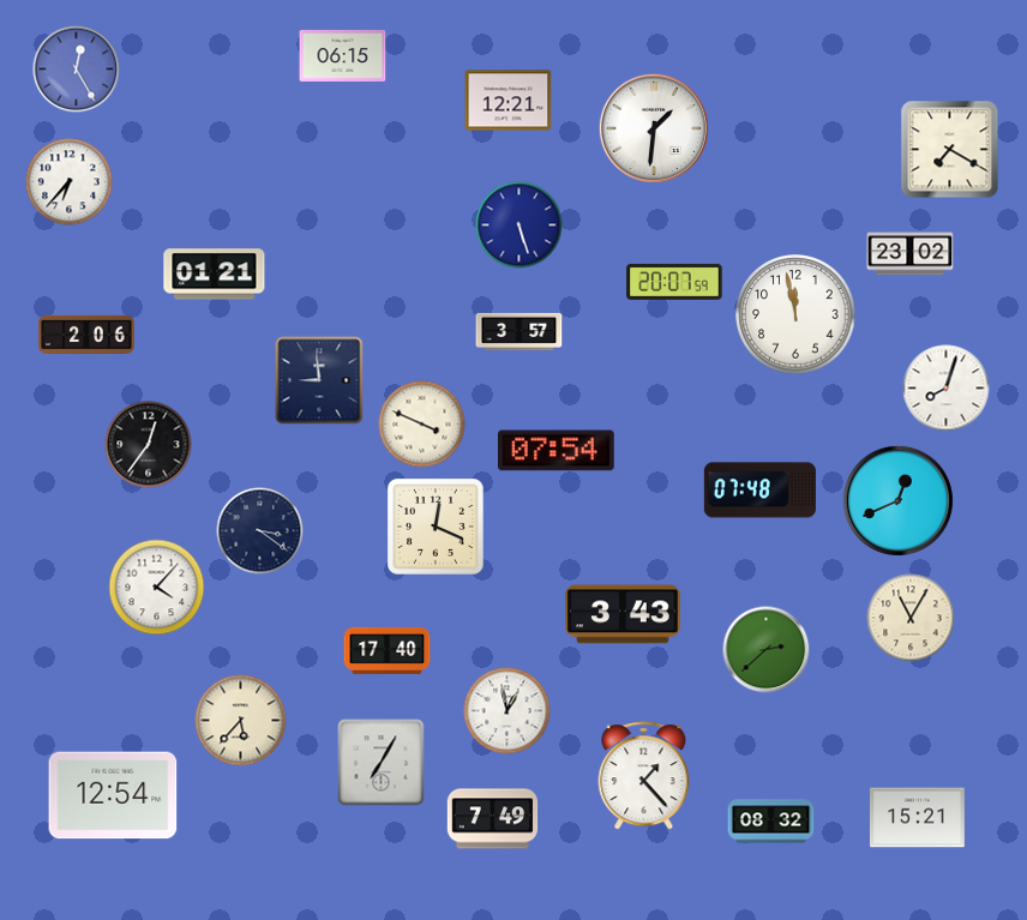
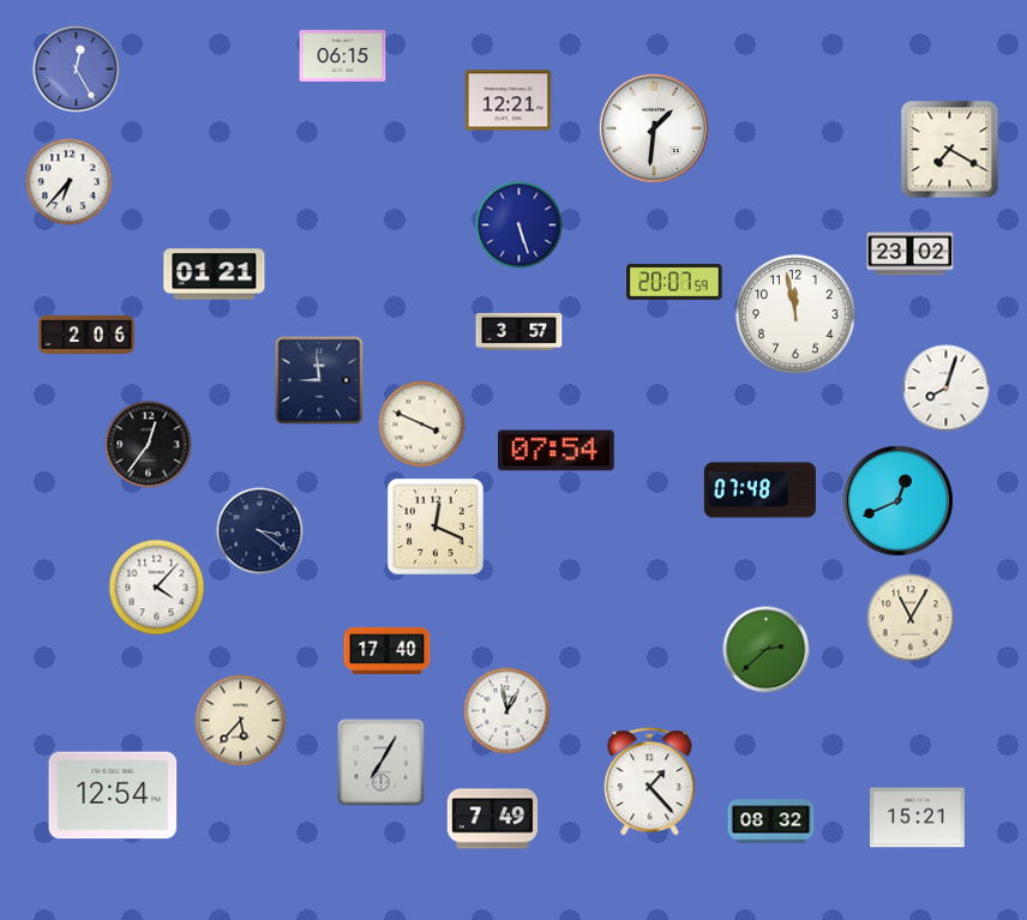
clock at (623, 614): 3:43 -> none
clock at (644, 776) position: (644, 776) -> (650, 782)
